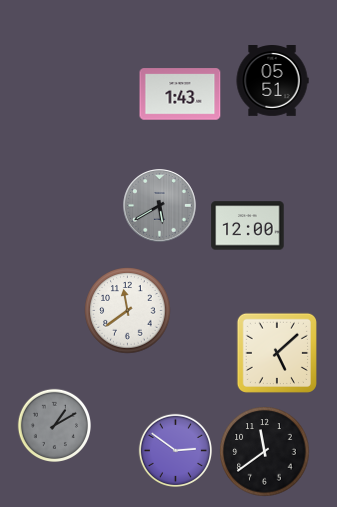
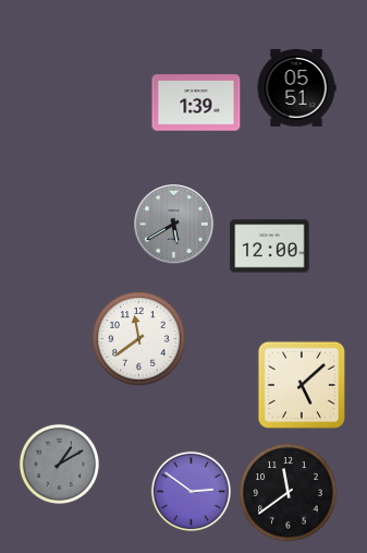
clock at (180, 94): 1:43 -> 1:39
